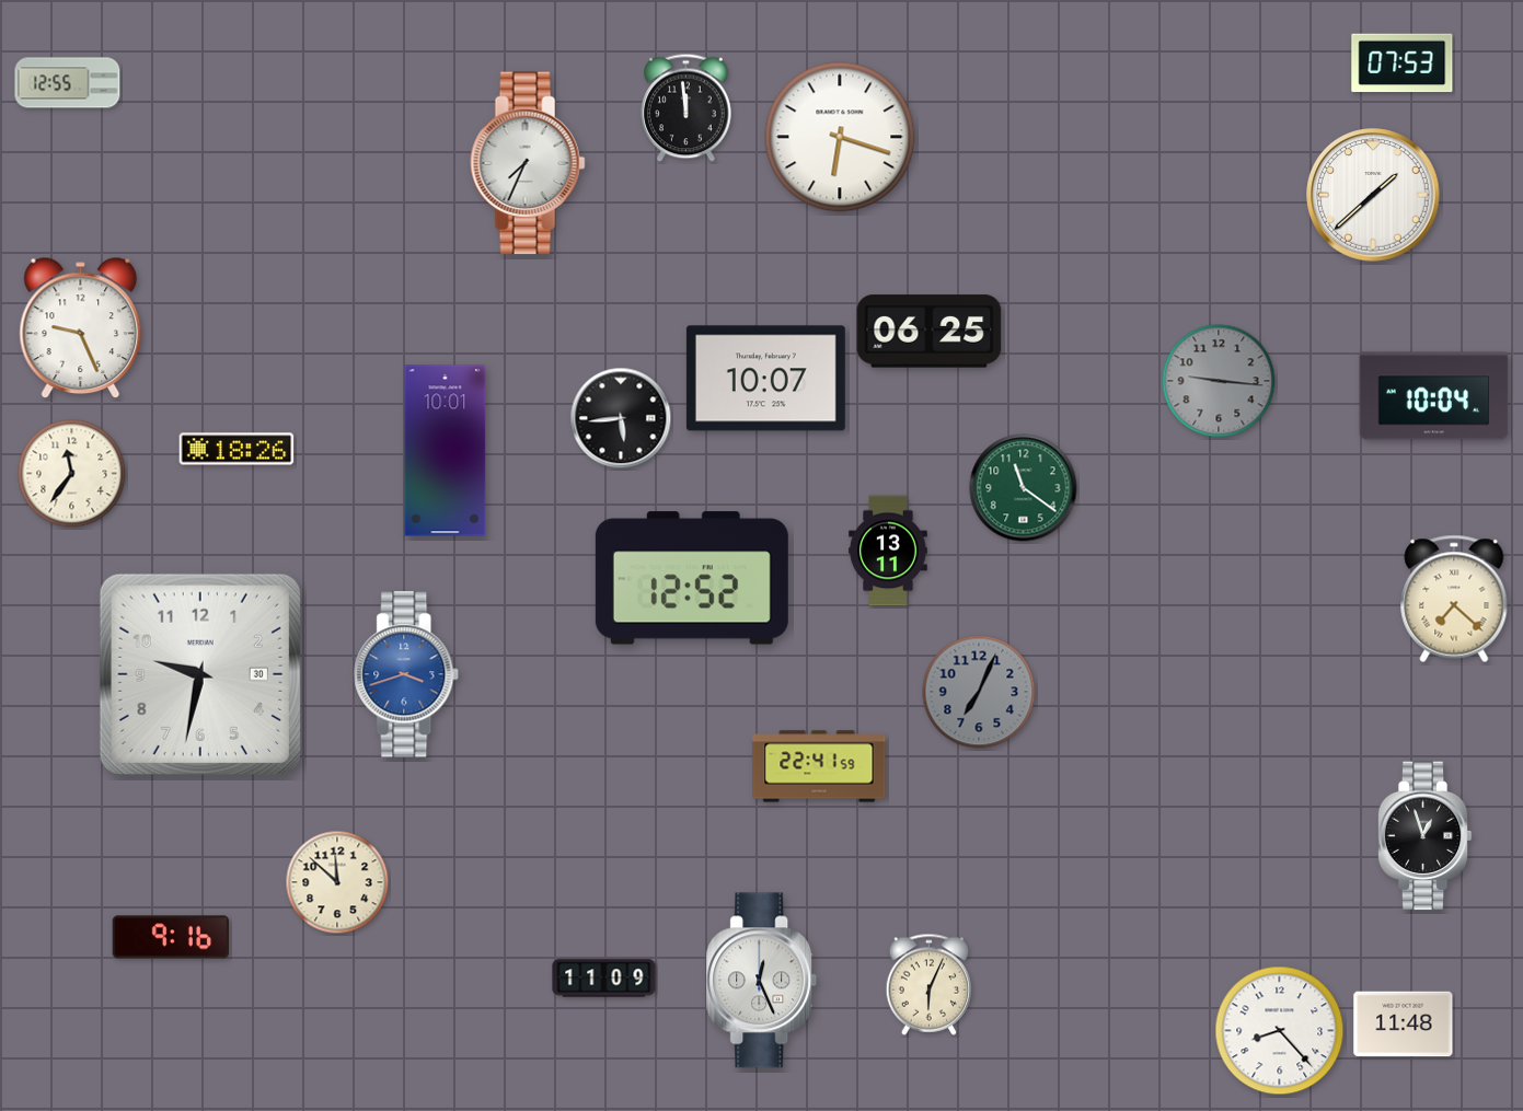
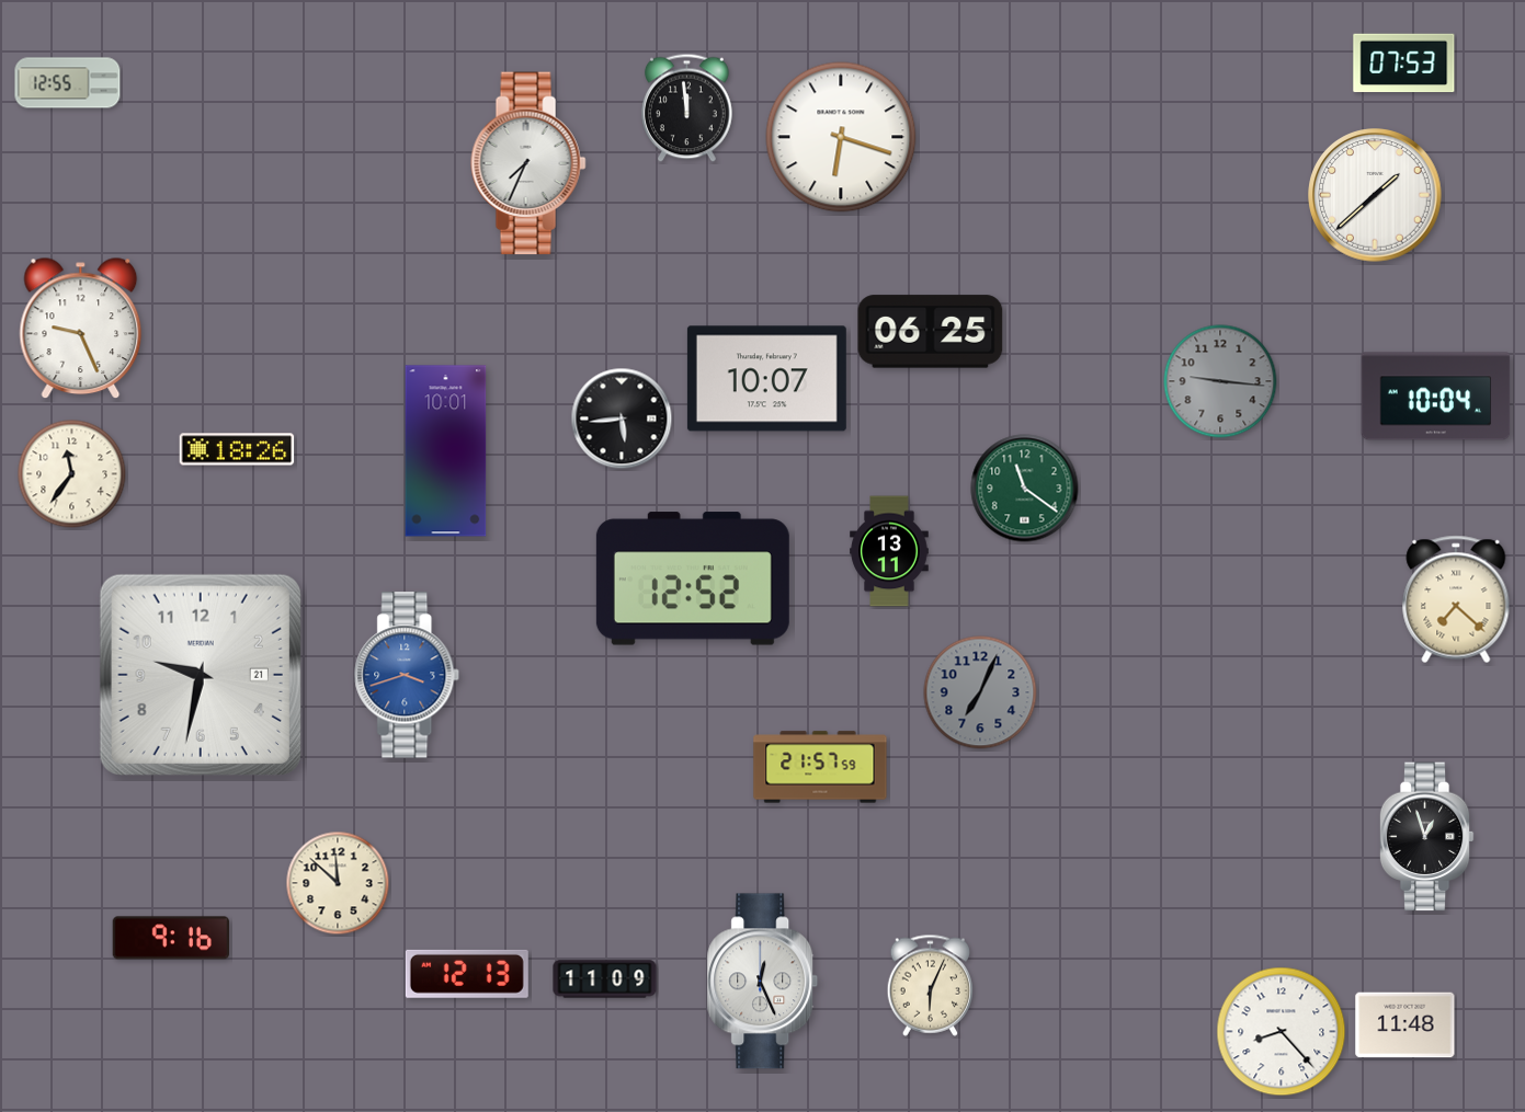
clock at (200, 674) date: 30 -> 21
clock at (819, 766): 22:41 -> 21:57
clock at (467, 974): none -> 12:13
